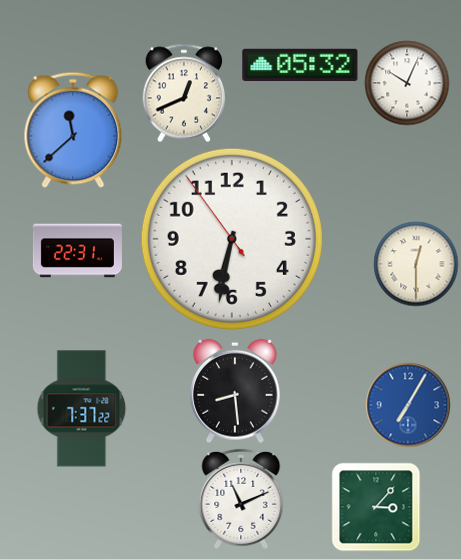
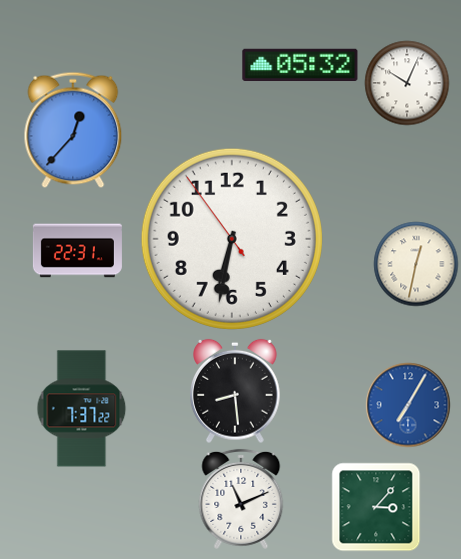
clock at (184, 93): 12:41 -> none
clock at (73, 130): 11:38 -> 12:37
clock at (416, 264): 12:30 -> 12:32
